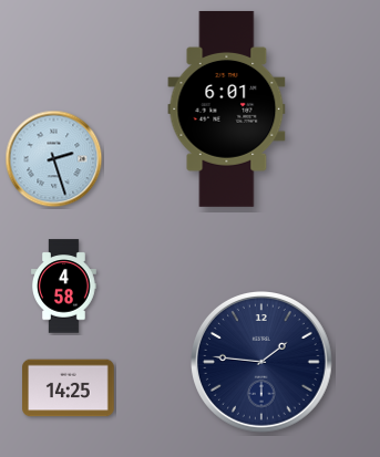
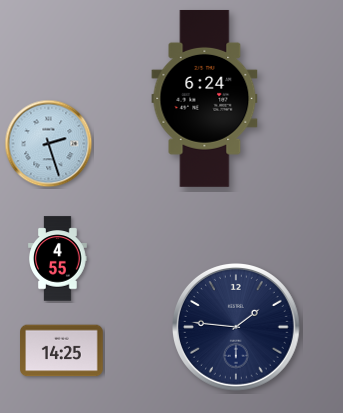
clock at (227, 108): 6:01 -> 6:24
clock at (64, 287): 4:58 -> 4:55
